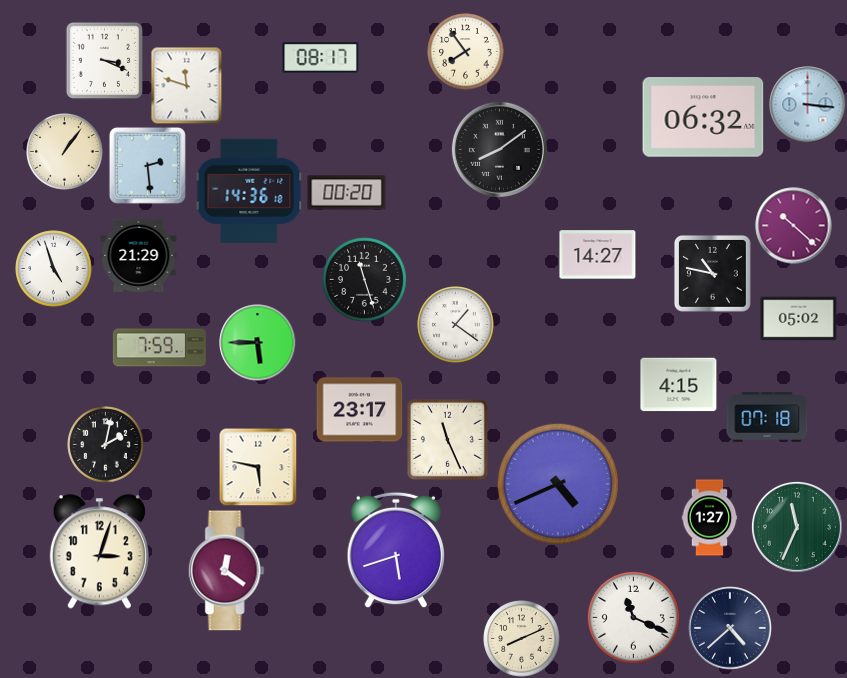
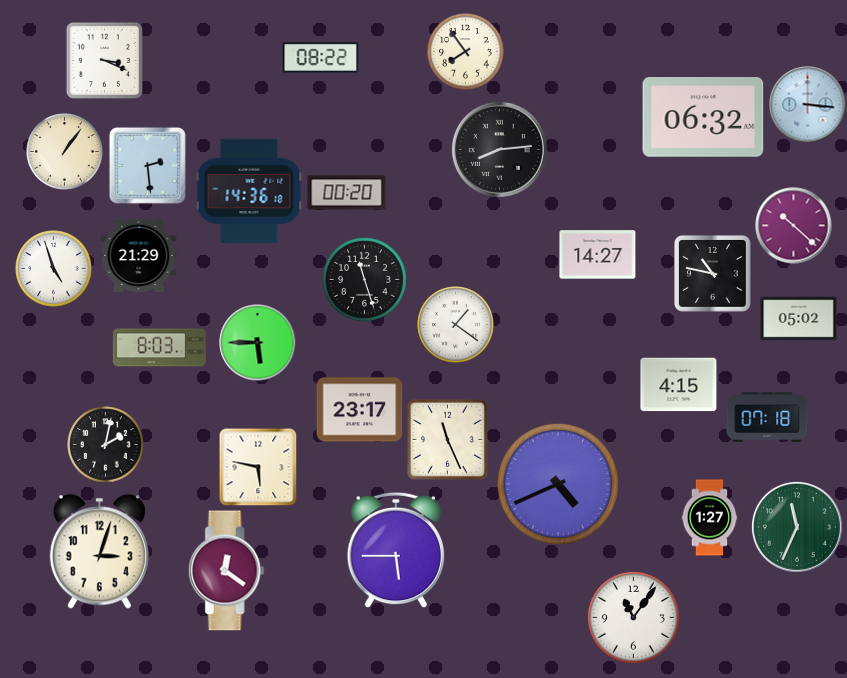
clock at (321, 58): 08:17 -> 08:22
clock at (187, 85): 11:48 -> none
clock at (499, 149): 8:09 -> 8:14
clock at (159, 348): 7:59 -> 8:03
clock at (395, 550): 5:42 -> 5:45
clock at (633, 617): 11:19 -> 11:06
clock at (730, 628): 4:38 -> none
clock at (522, 639): 8:11 -> none
